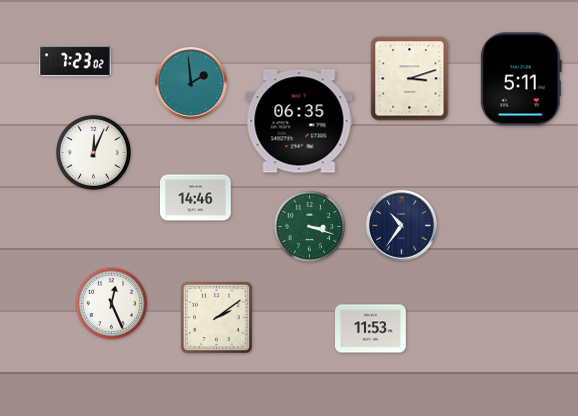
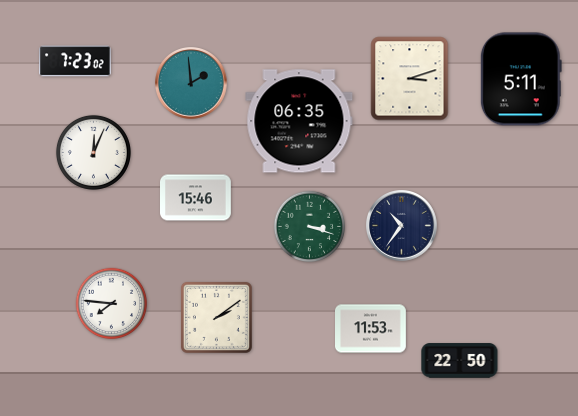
clock at (196, 198): 14:46 -> 15:46
clock at (112, 304): 12:26 -> 7:46
clock at (460, 361): none -> 22:50
